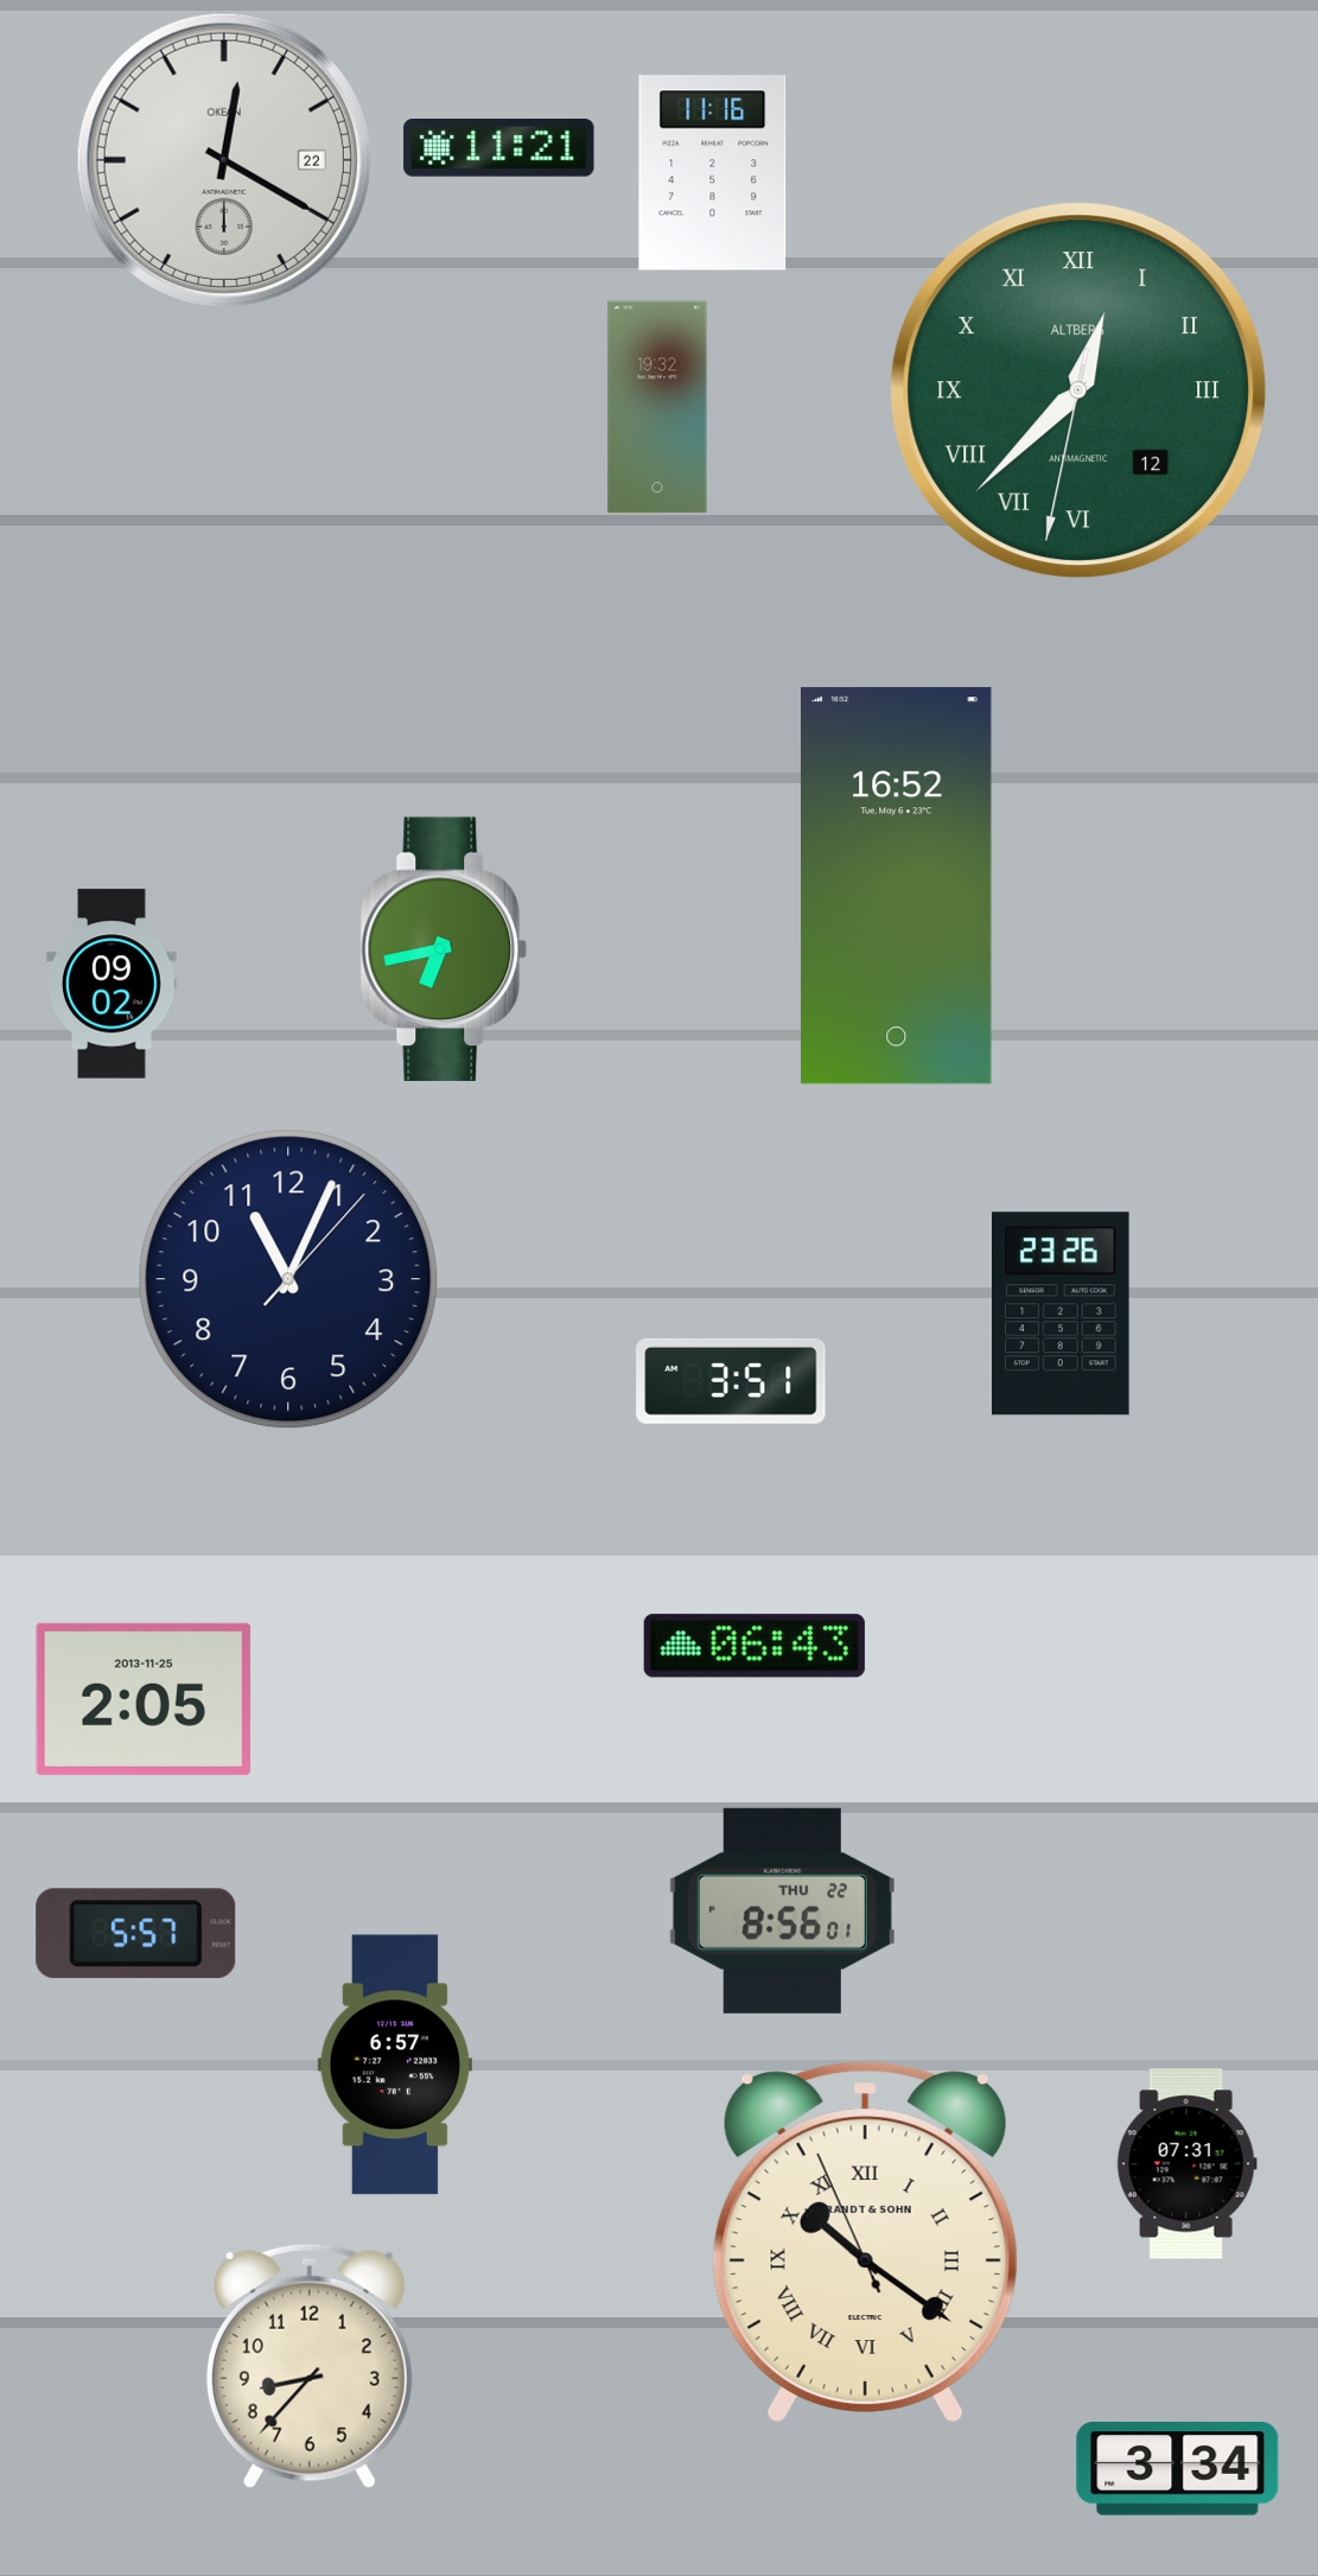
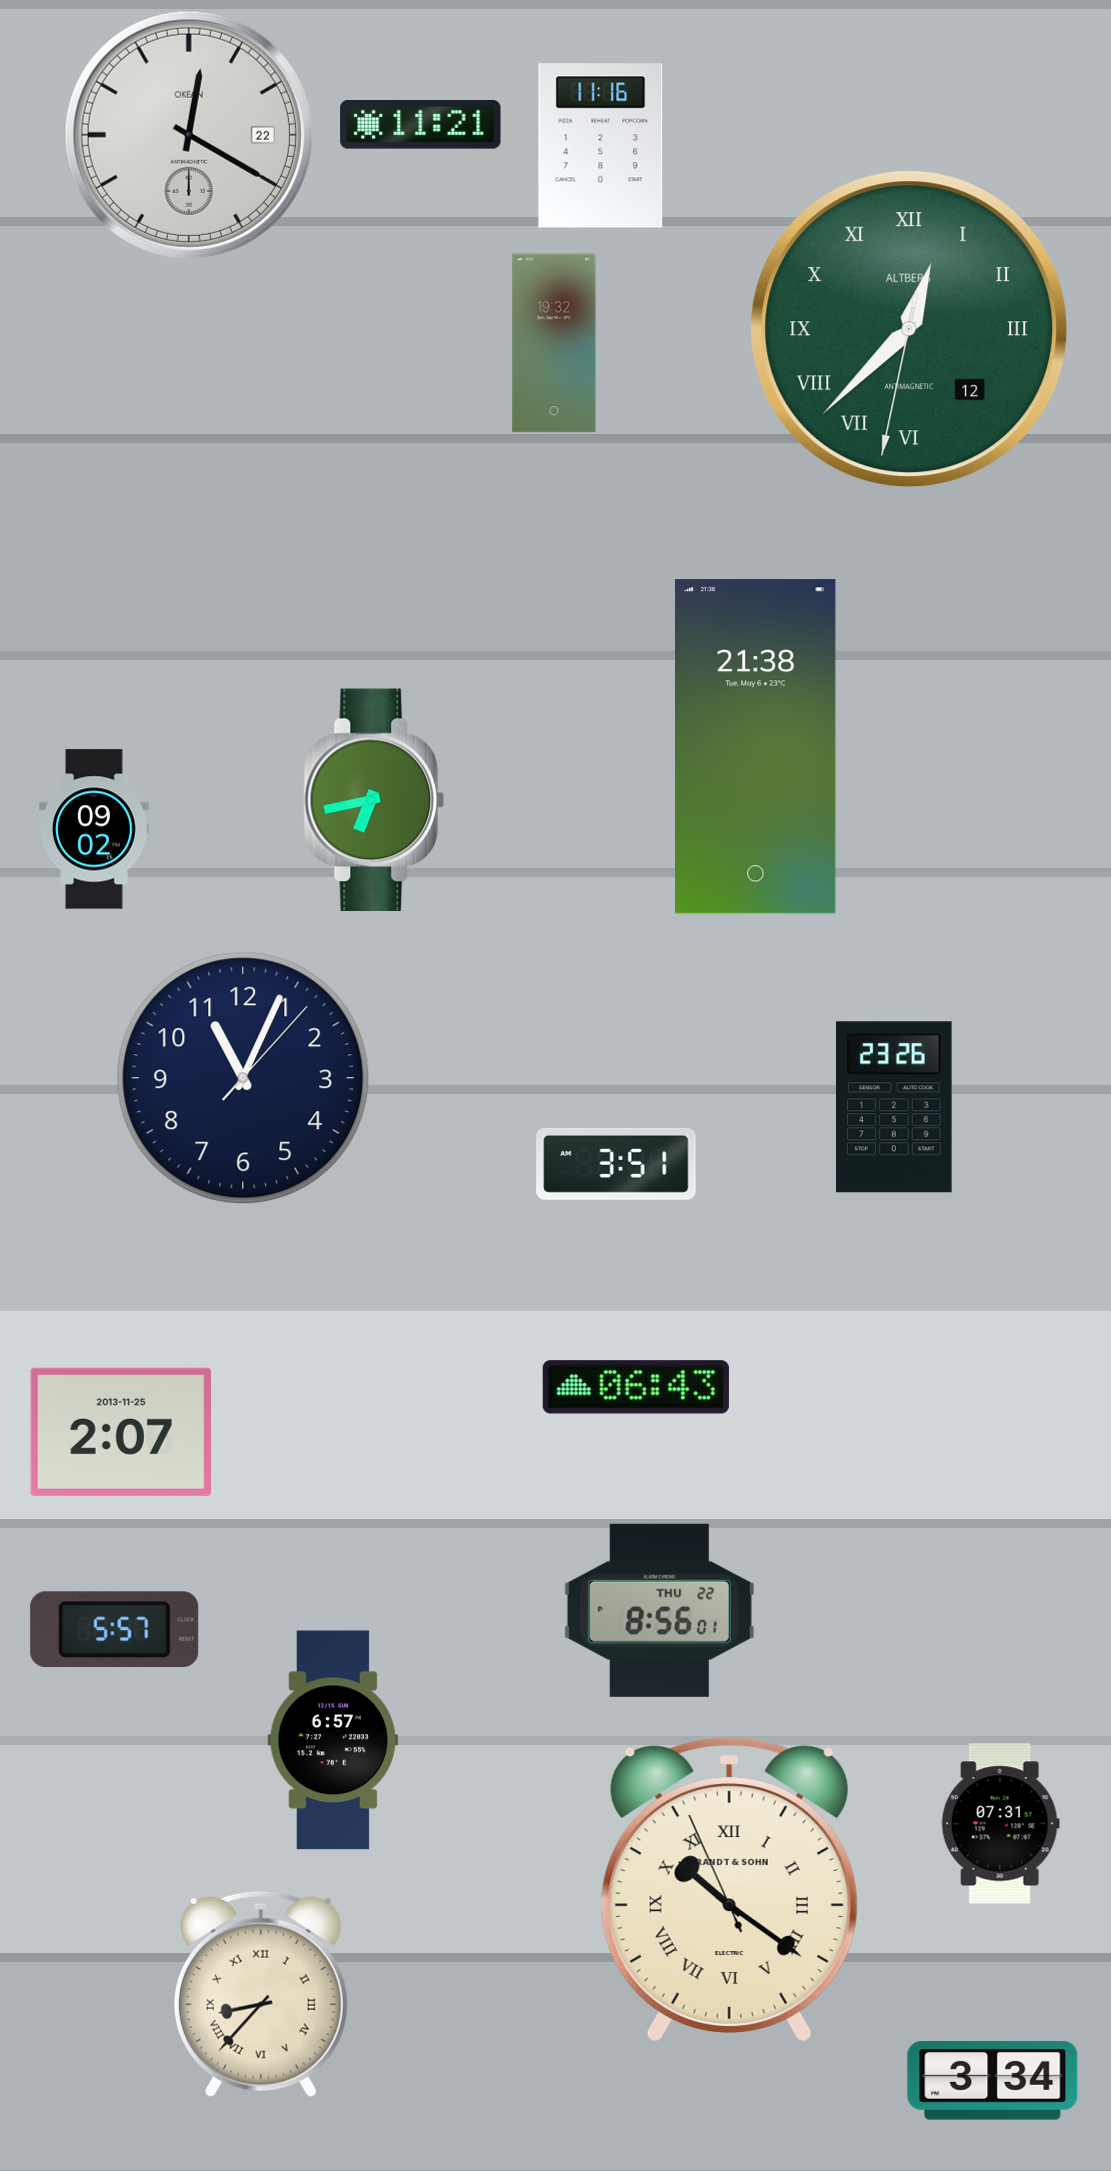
clock at (897, 886): 16:52 -> 21:38
clock at (144, 1699): 2:05 -> 2:07
clock at (310, 2366) numerals: Arabic -> Roman
